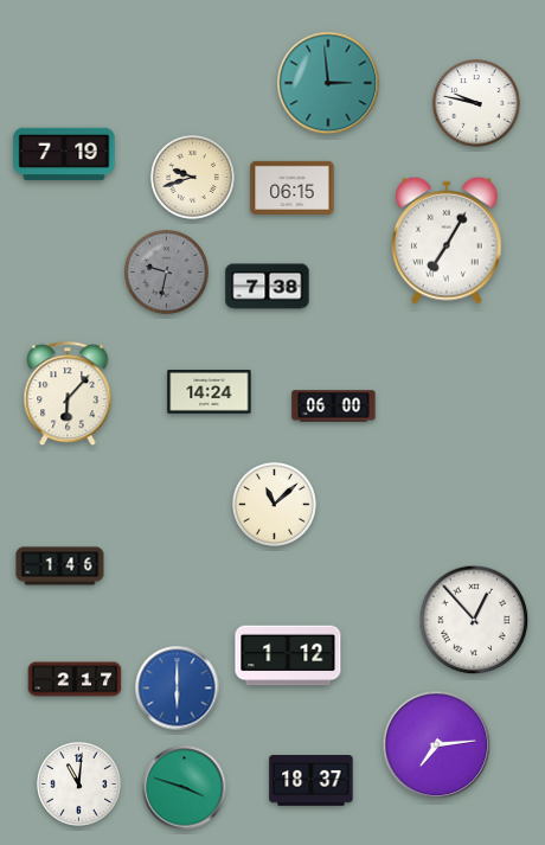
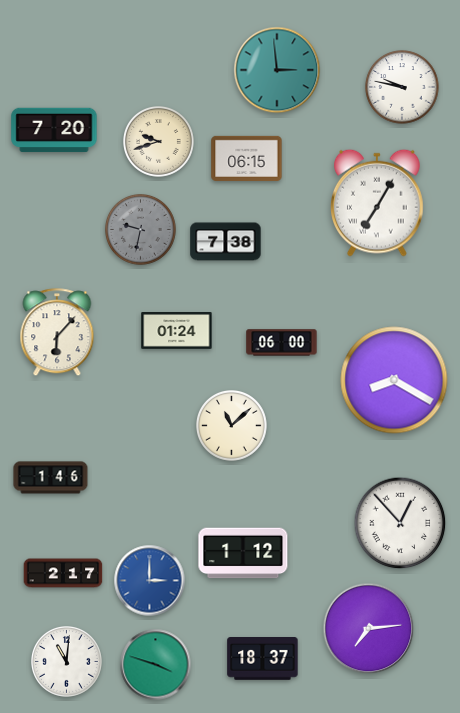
clock at (64, 154): 7:19 -> 7:20
clock at (193, 178) position: (193, 178) -> (159, 142)
clock at (210, 392): 14:24 -> 01:24
clock at (394, 380): none -> 8:20
clock at (178, 689): 6:00 -> 3:00
